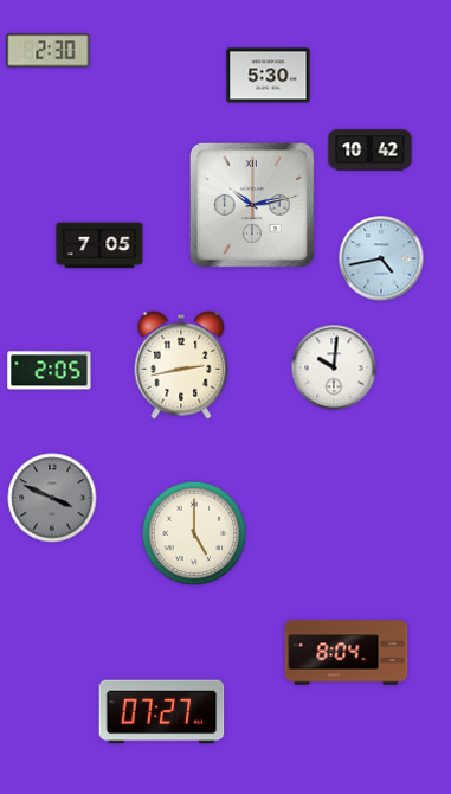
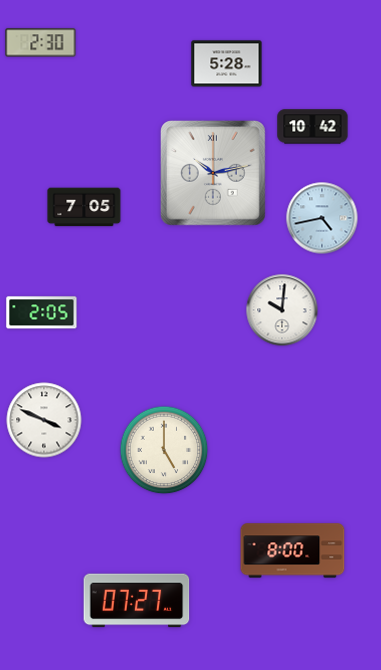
clock at (269, 76): 5:30 -> 5:28
clock at (181, 365): 2:43 -> none
clock at (52, 498) dial: grey -> white
clock at (347, 653): 8:04 -> 8:00
